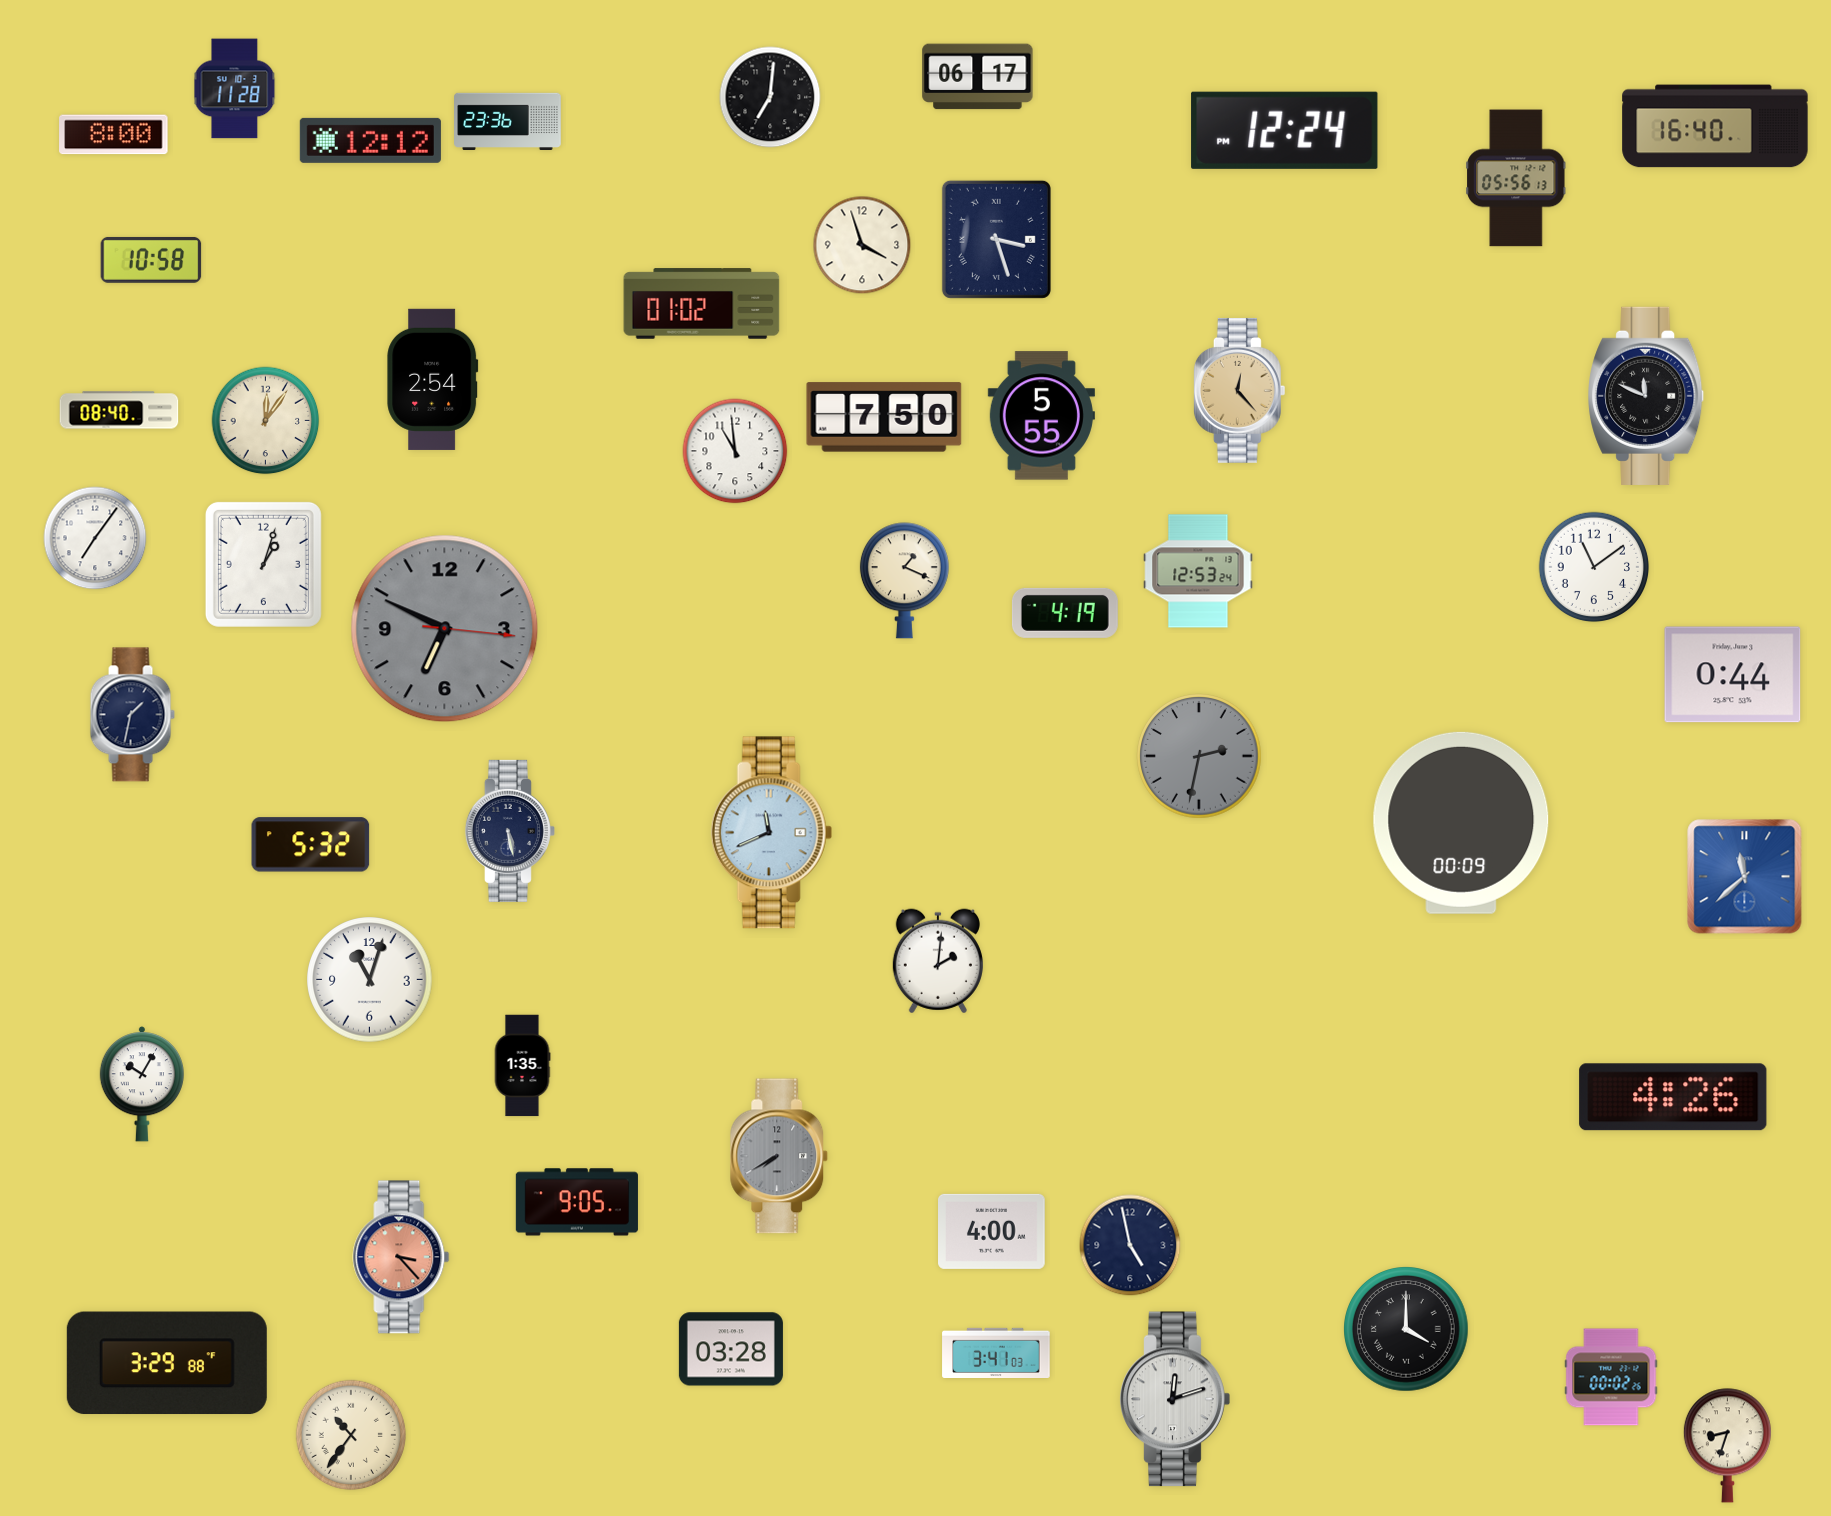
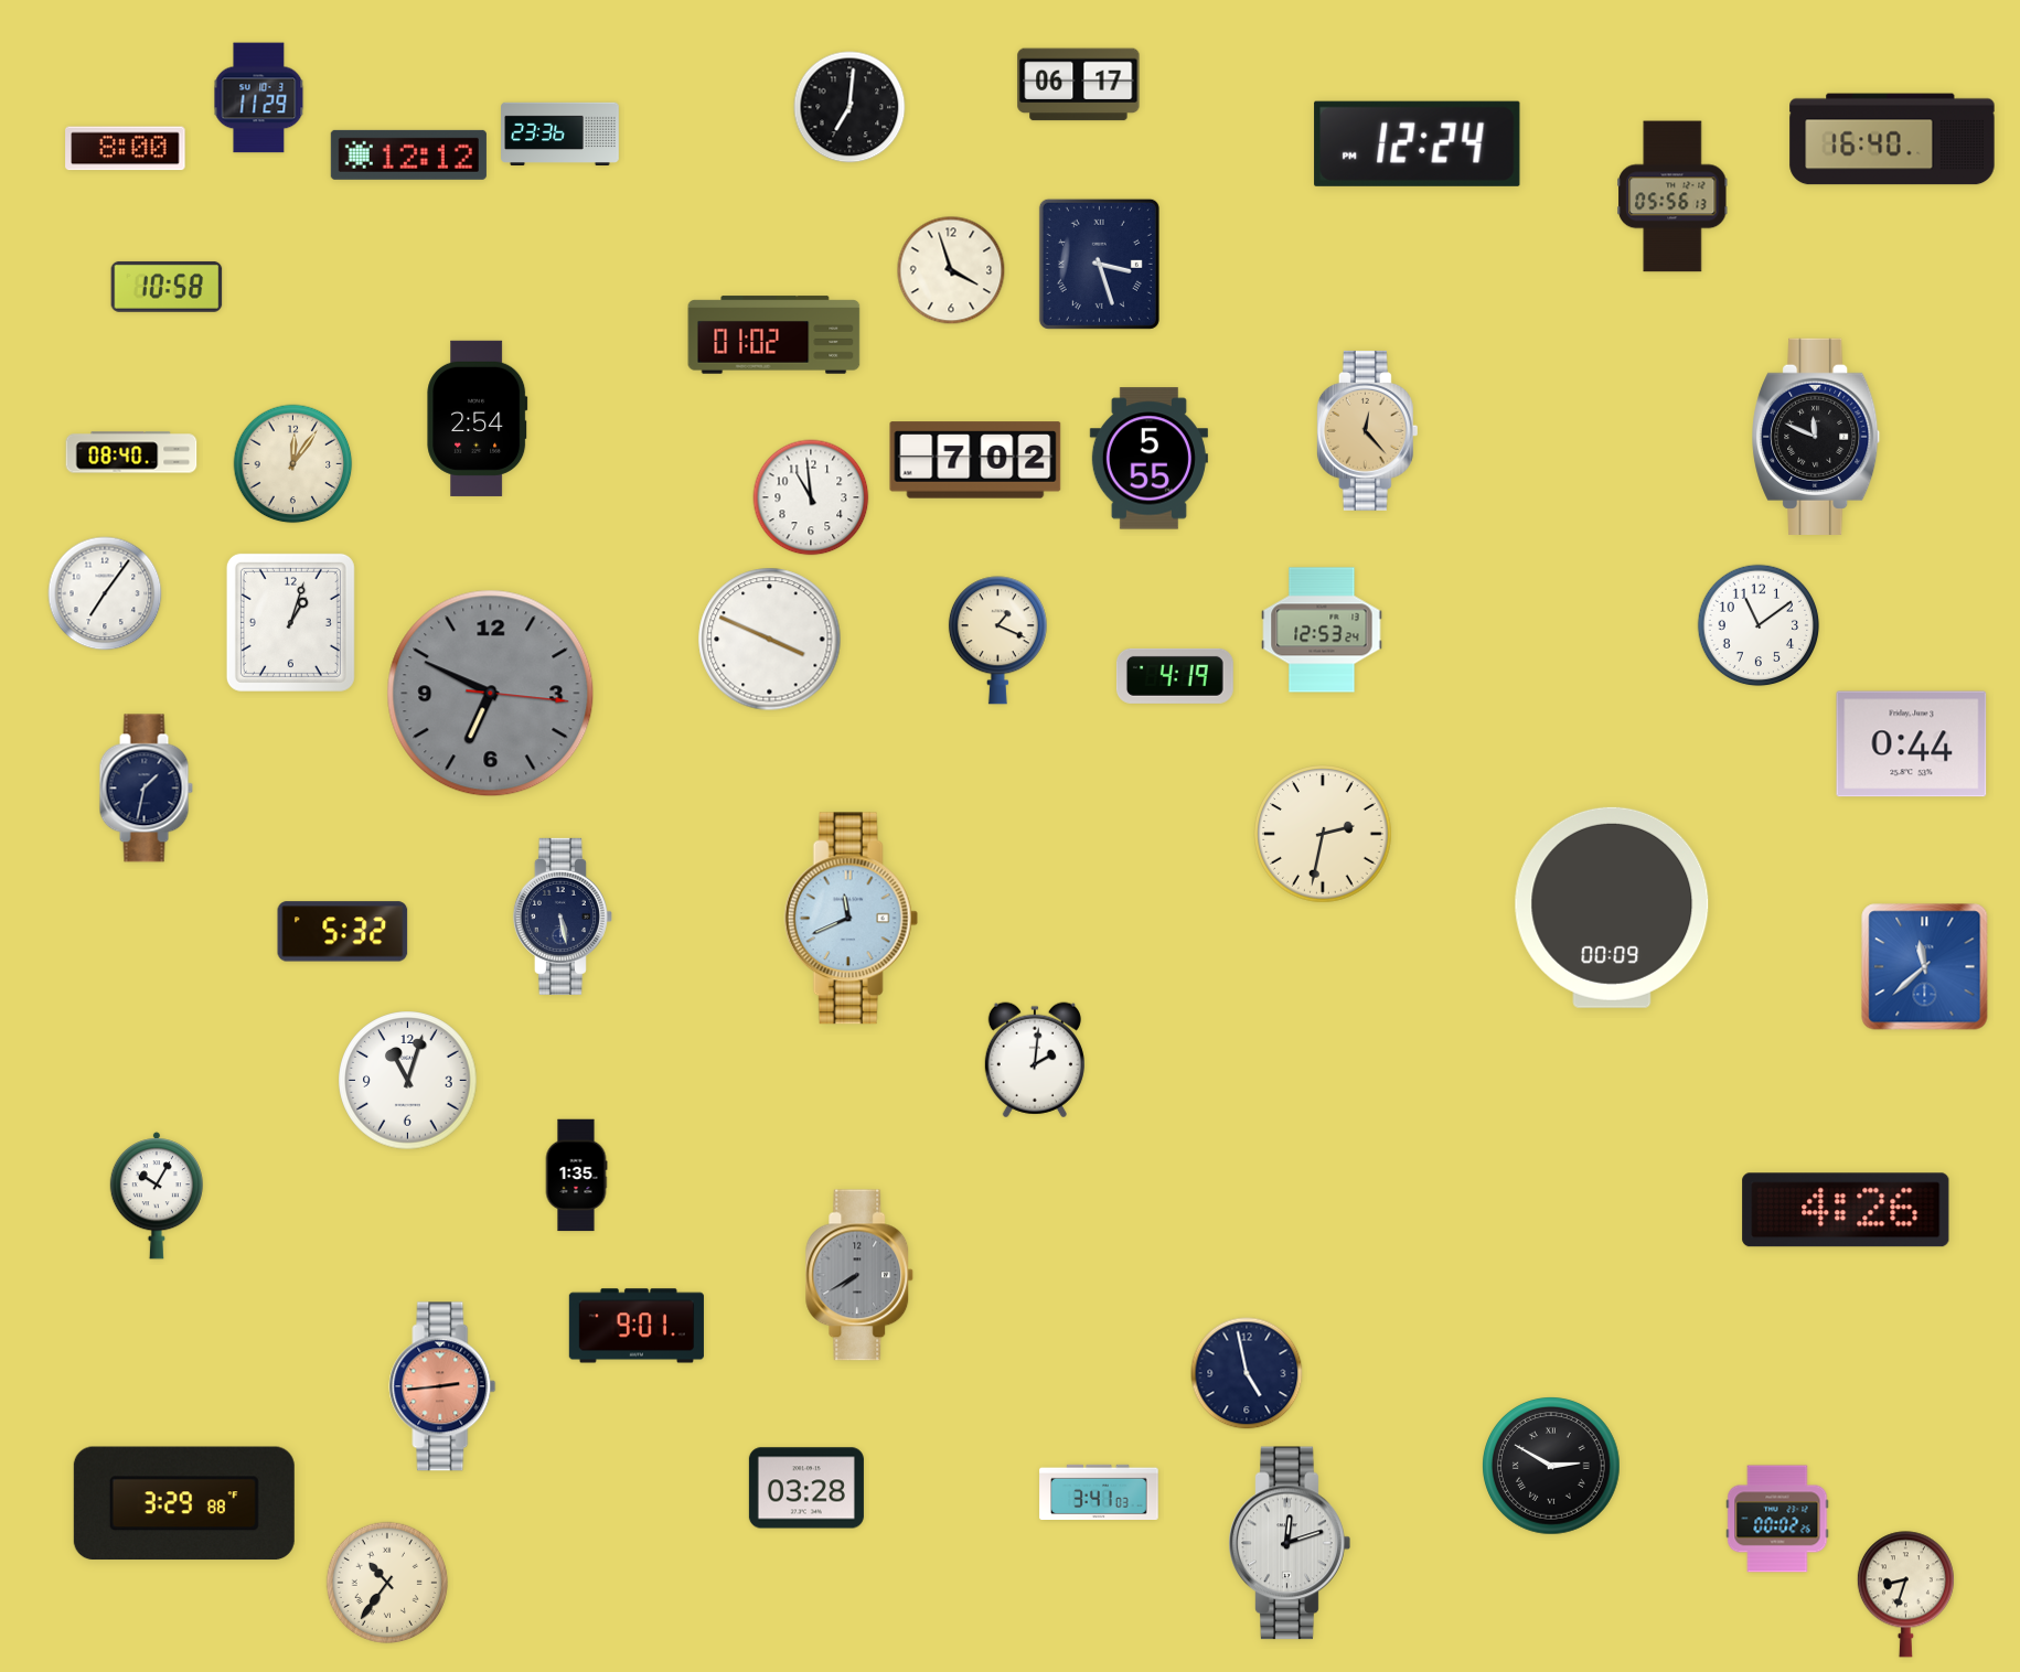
clock at (235, 89): 11:28 -> 11:29
clock at (884, 417): 7:50 -> 7:02
clock at (770, 640): none -> 3:49
clock at (1199, 756) dial: grey -> cream
clock at (577, 1202): 9:05 -> 9:01
clock at (992, 1231): 4:00 -> none
clock at (401, 1257): 3:23 -> 2:44
clock at (1406, 1329): 4:00 -> 2:50
clock at (1175, 1399) position: (1175, 1399) -> (1290, 1543)
